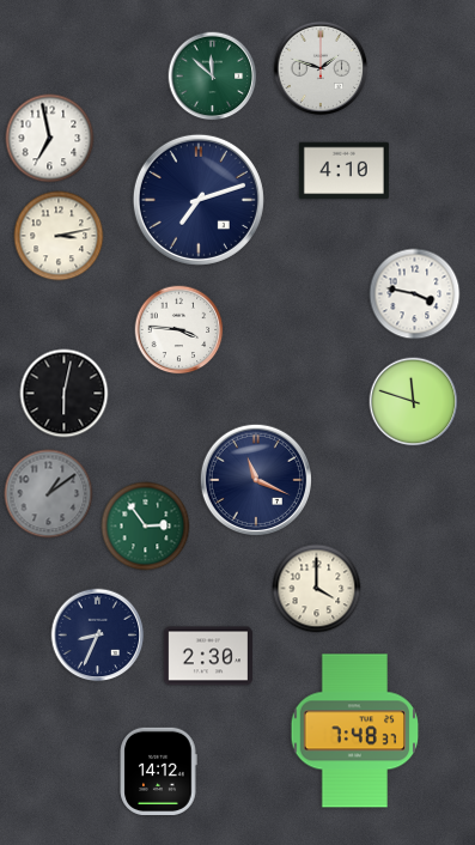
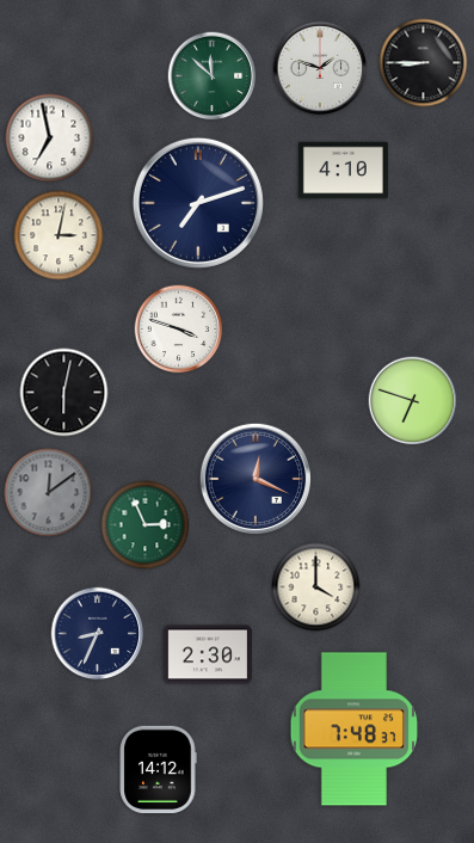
clock at (424, 63): none -> 8:45
clock at (199, 200) position: (199, 200) -> (198, 203)
clock at (59, 236): 3:13 -> 3:02
clock at (415, 294): 3:47 -> none
clock at (179, 330): 3:46 -> 3:48
clock at (414, 402): 11:48 -> 6:48
clock at (255, 479): 11:19 -> 12:19
clock at (49, 494): 1:09 -> 12:09
clock at (146, 527): 2:54 -> 2:56
